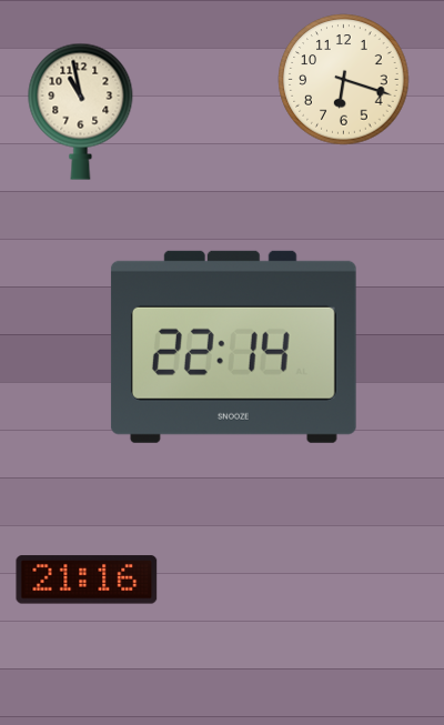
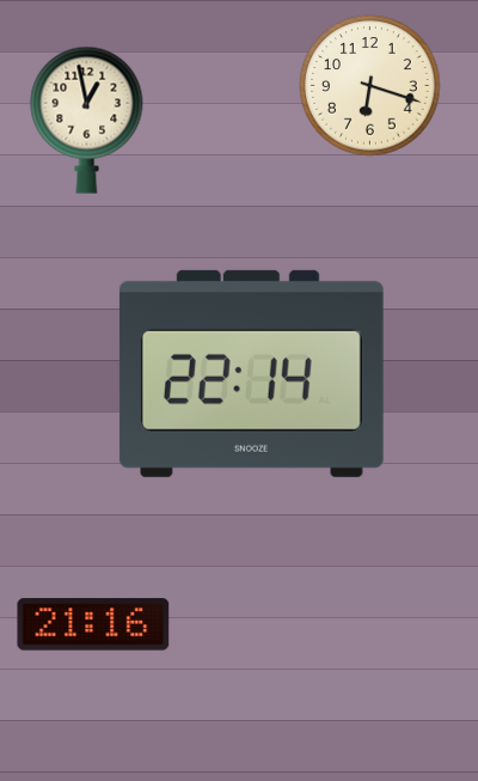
clock at (81, 111): 10:58 -> 12:58
